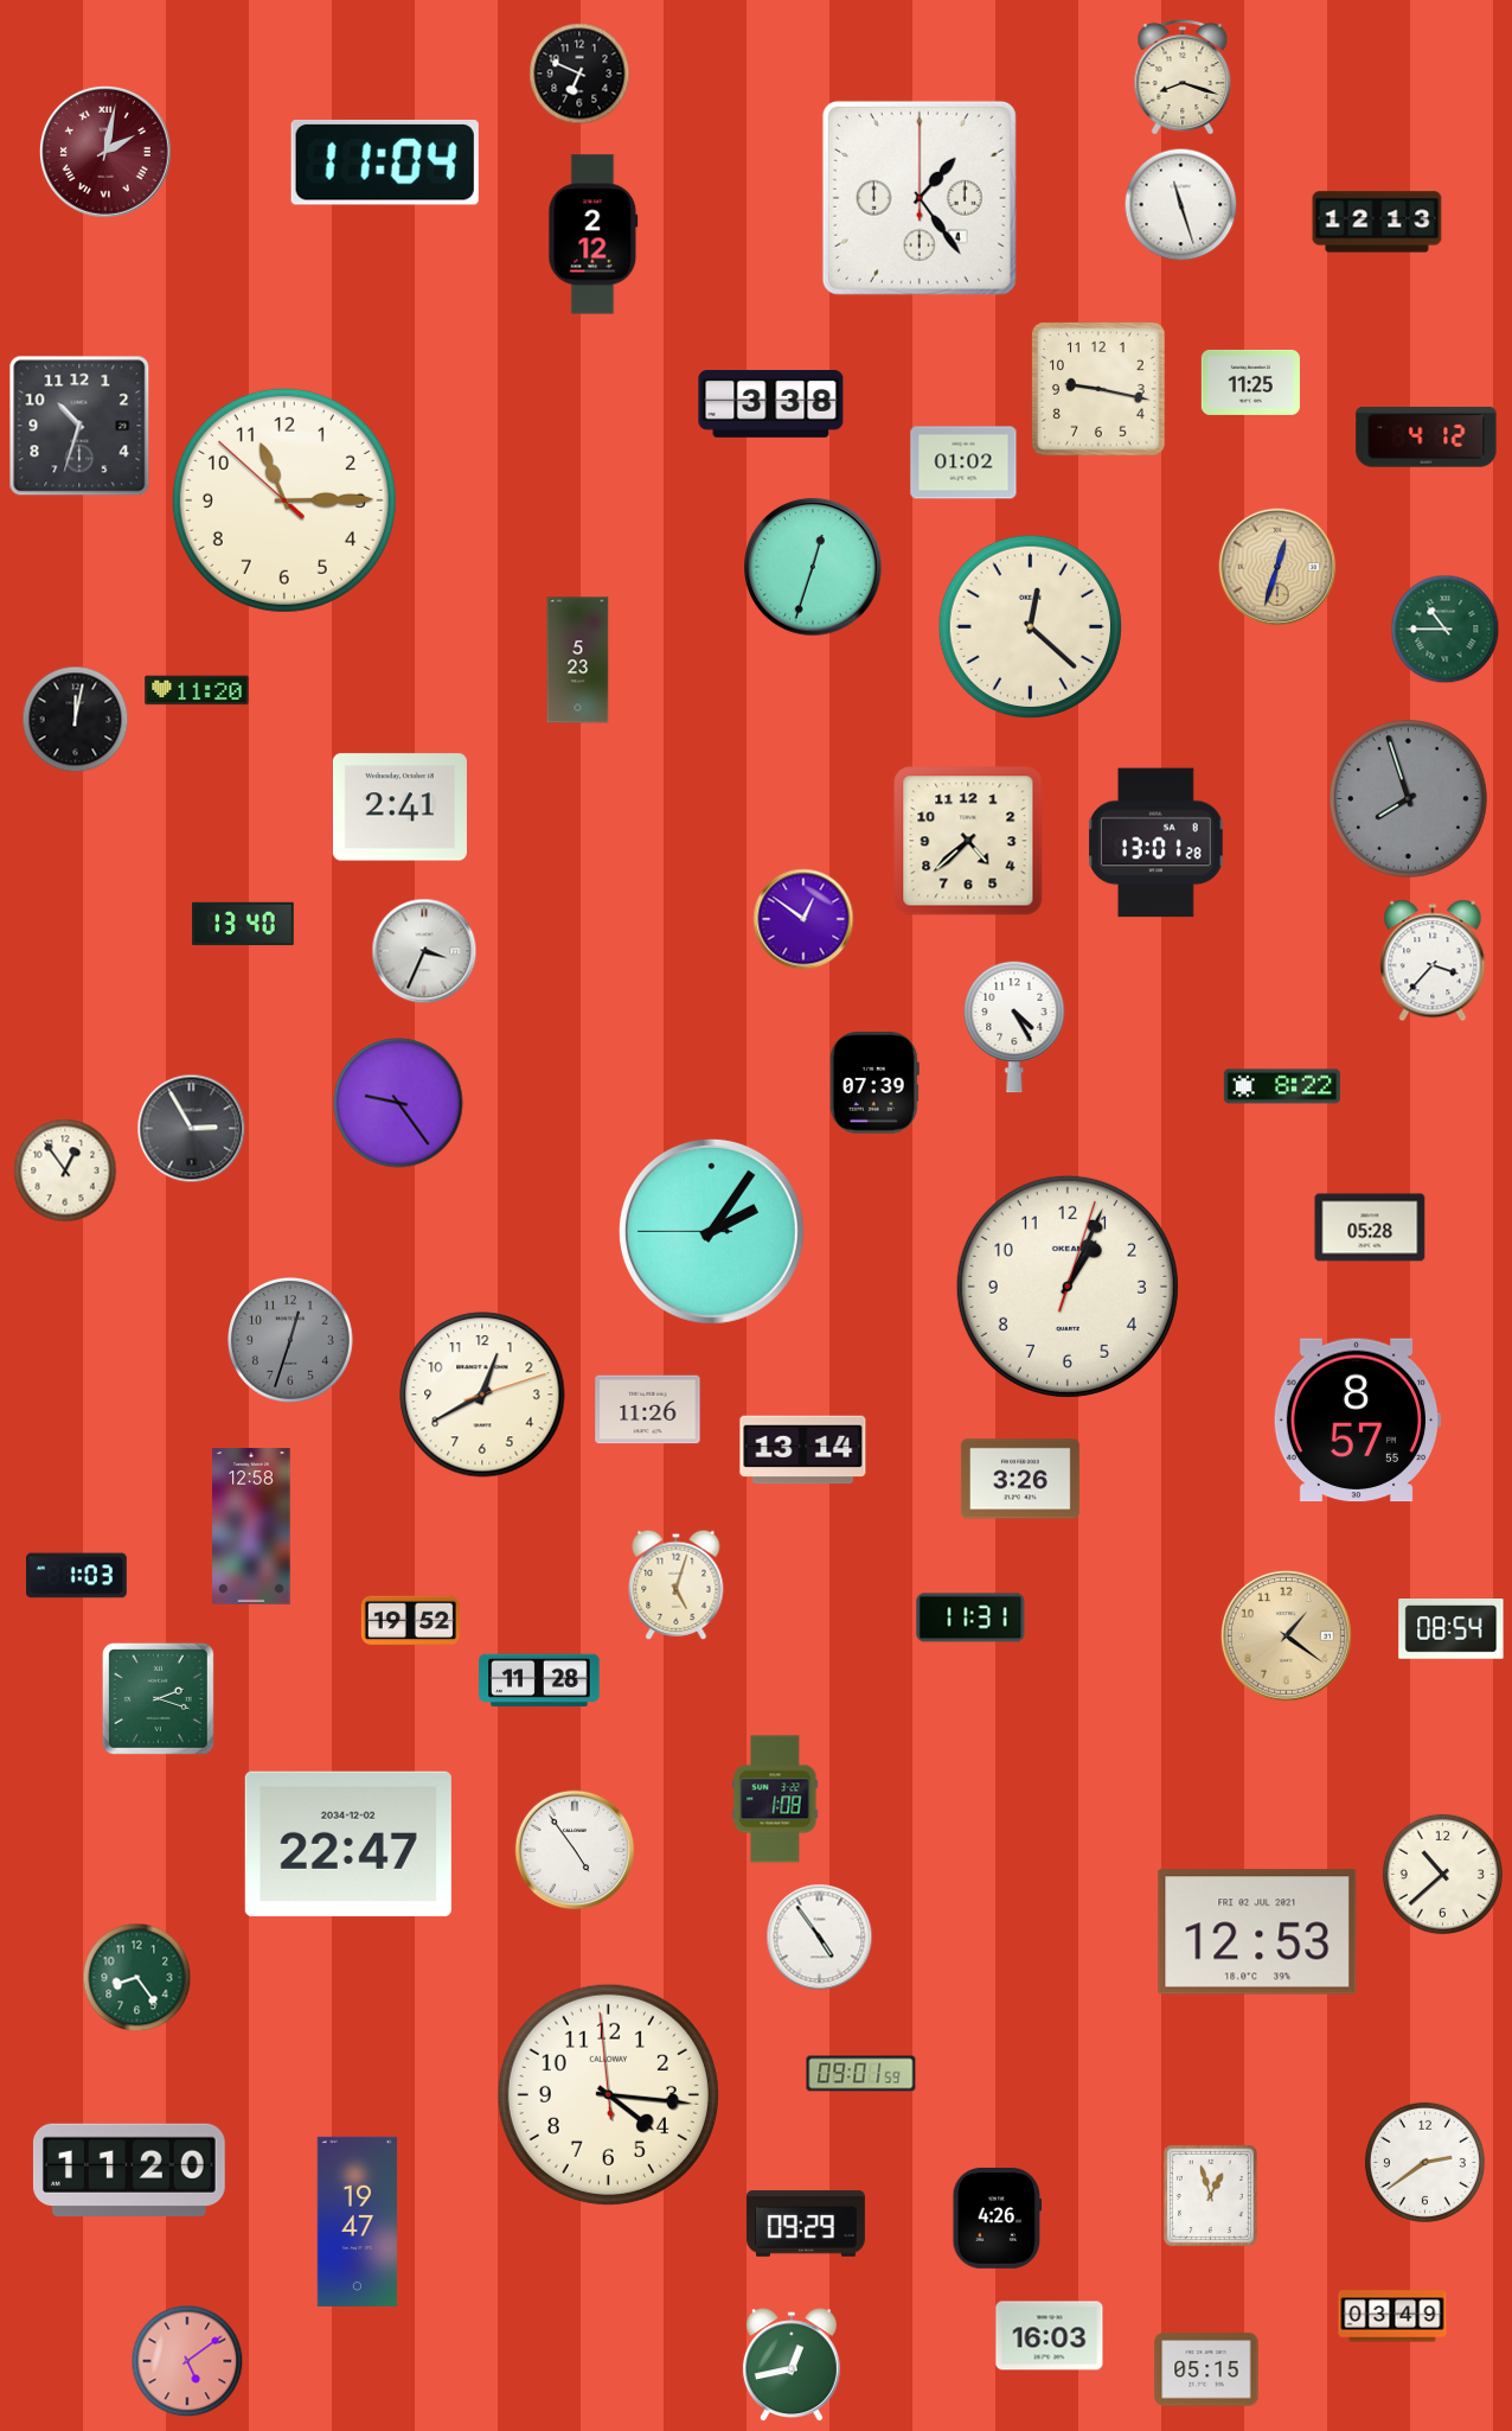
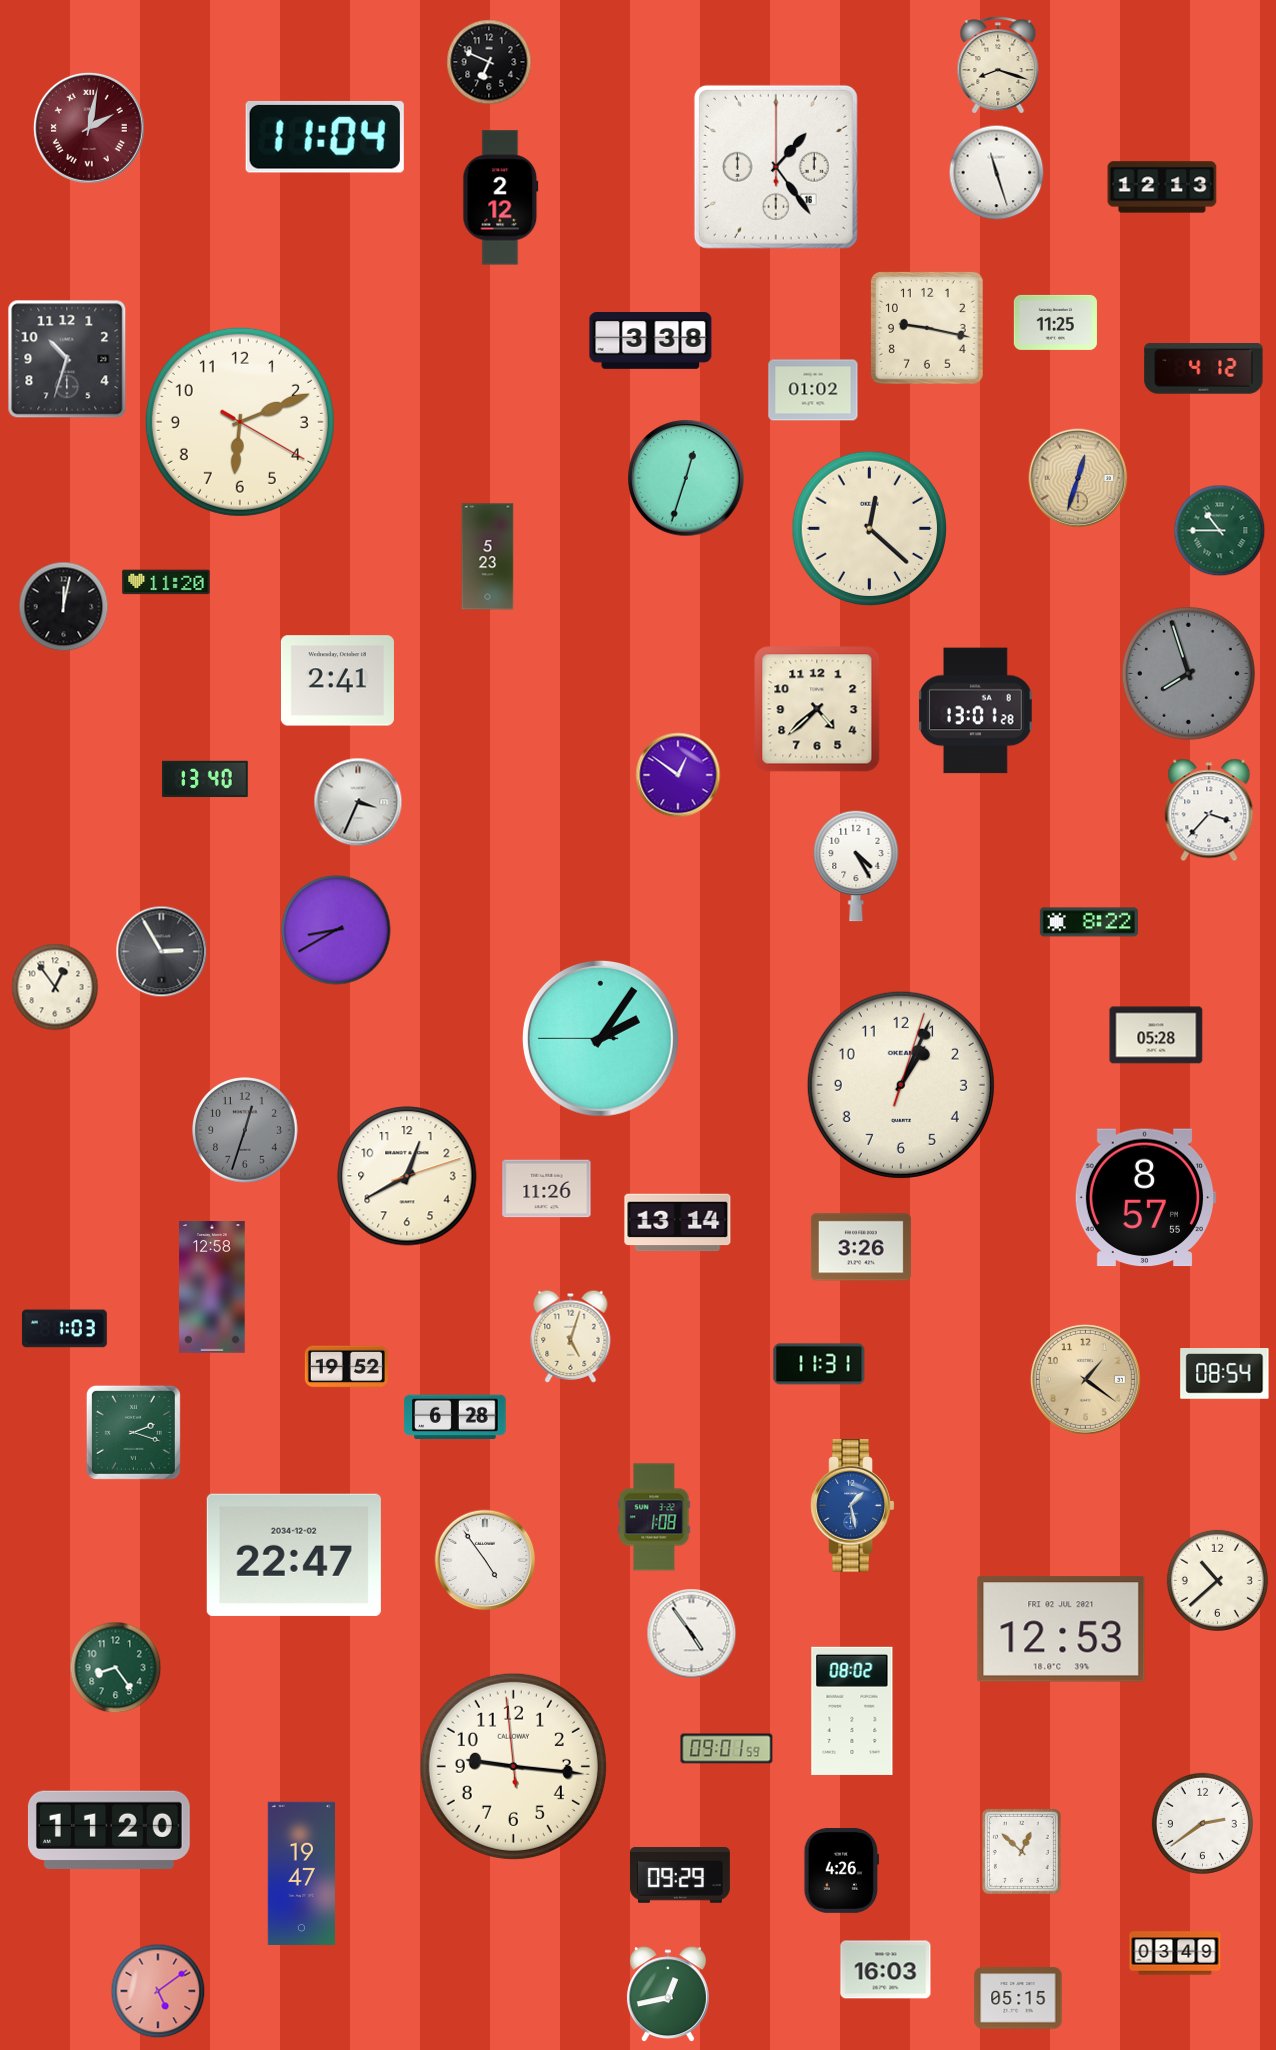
clock at (920, 198) date: 4 -> 16
clock at (284, 500): 11:14 -> 6:11
clock at (874, 1083): 07:39 -> none
clock at (1282, 1086) position: (1282, 1086) -> (1089, 922)
clock at (398, 1103): 9:24 -> 8:40
clock at (539, 1680): 11:28 -> 6:28
clock at (853, 1506): none -> 1:28
clock at (852, 1711): none -> 08:02
clock at (608, 2094): 4:15 -> 9:15
clock at (1210, 2195): 12:57 -> 12:52
